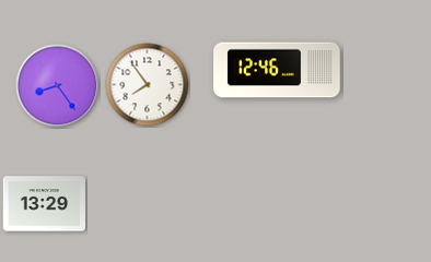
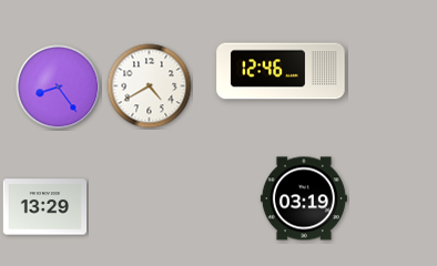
clock at (148, 85): 7:54 -> 4:40
clock at (304, 198): none -> 03:19
